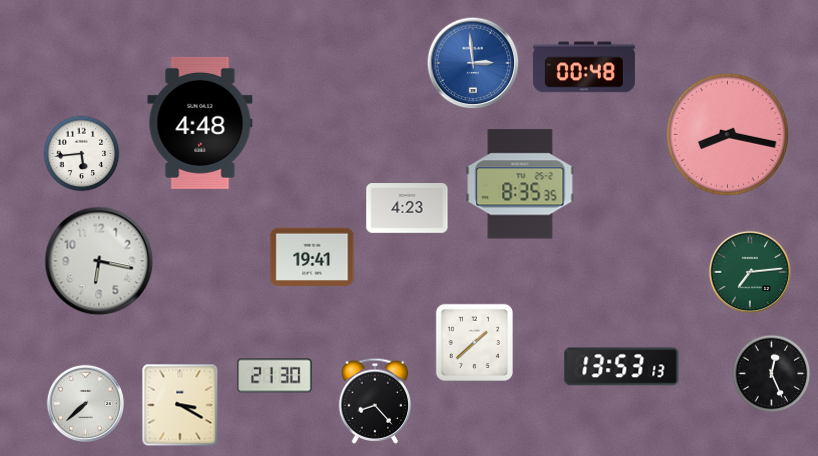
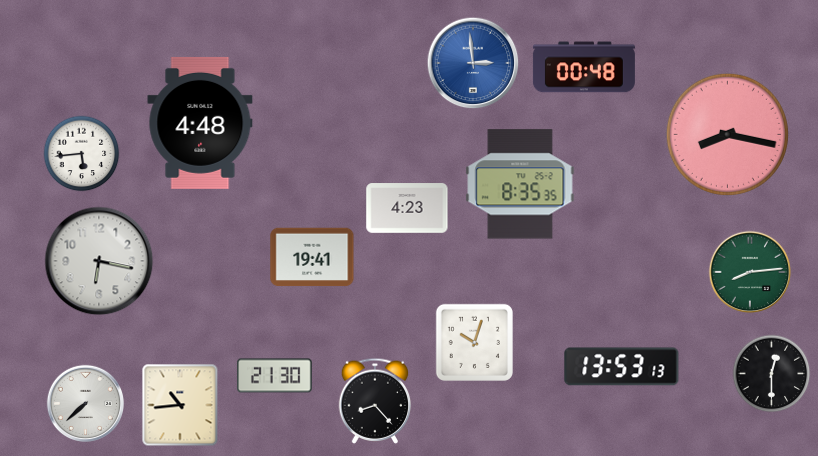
clock at (750, 272): 7:14 -> 8:14
clock at (474, 342): 1:38 -> 10:03
clock at (772, 374): 12:26 -> 12:30
clock at (180, 405): 3:20 -> 10:44
